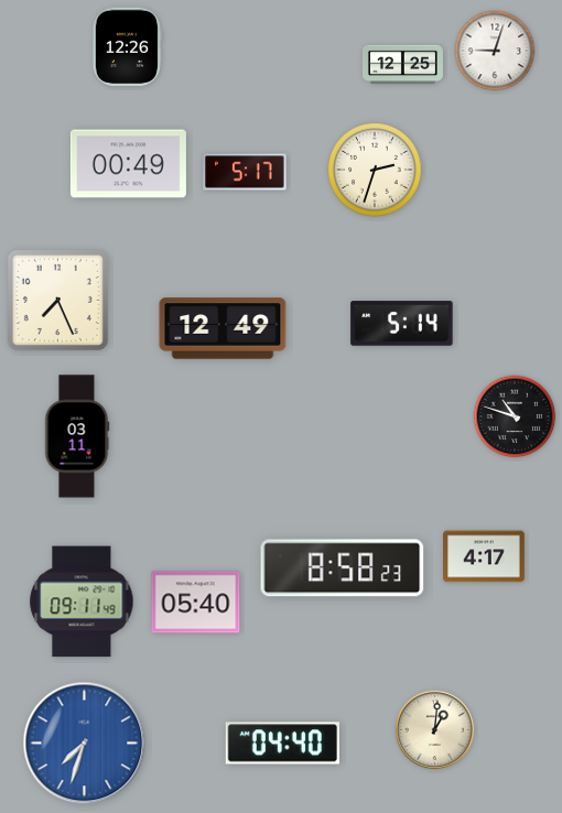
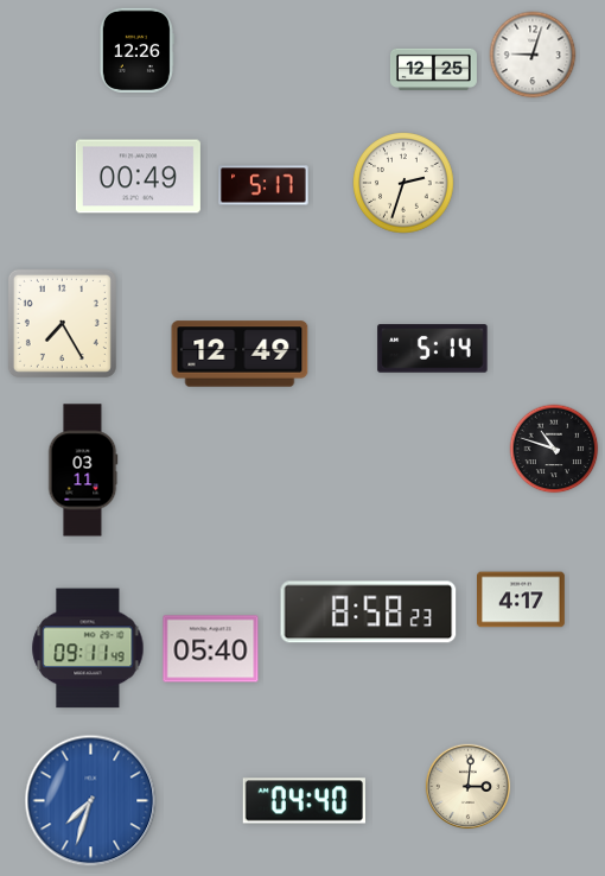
clock at (57, 300): 7:26 -> 7:25
clock at (435, 730): 1:01 -> 3:01
